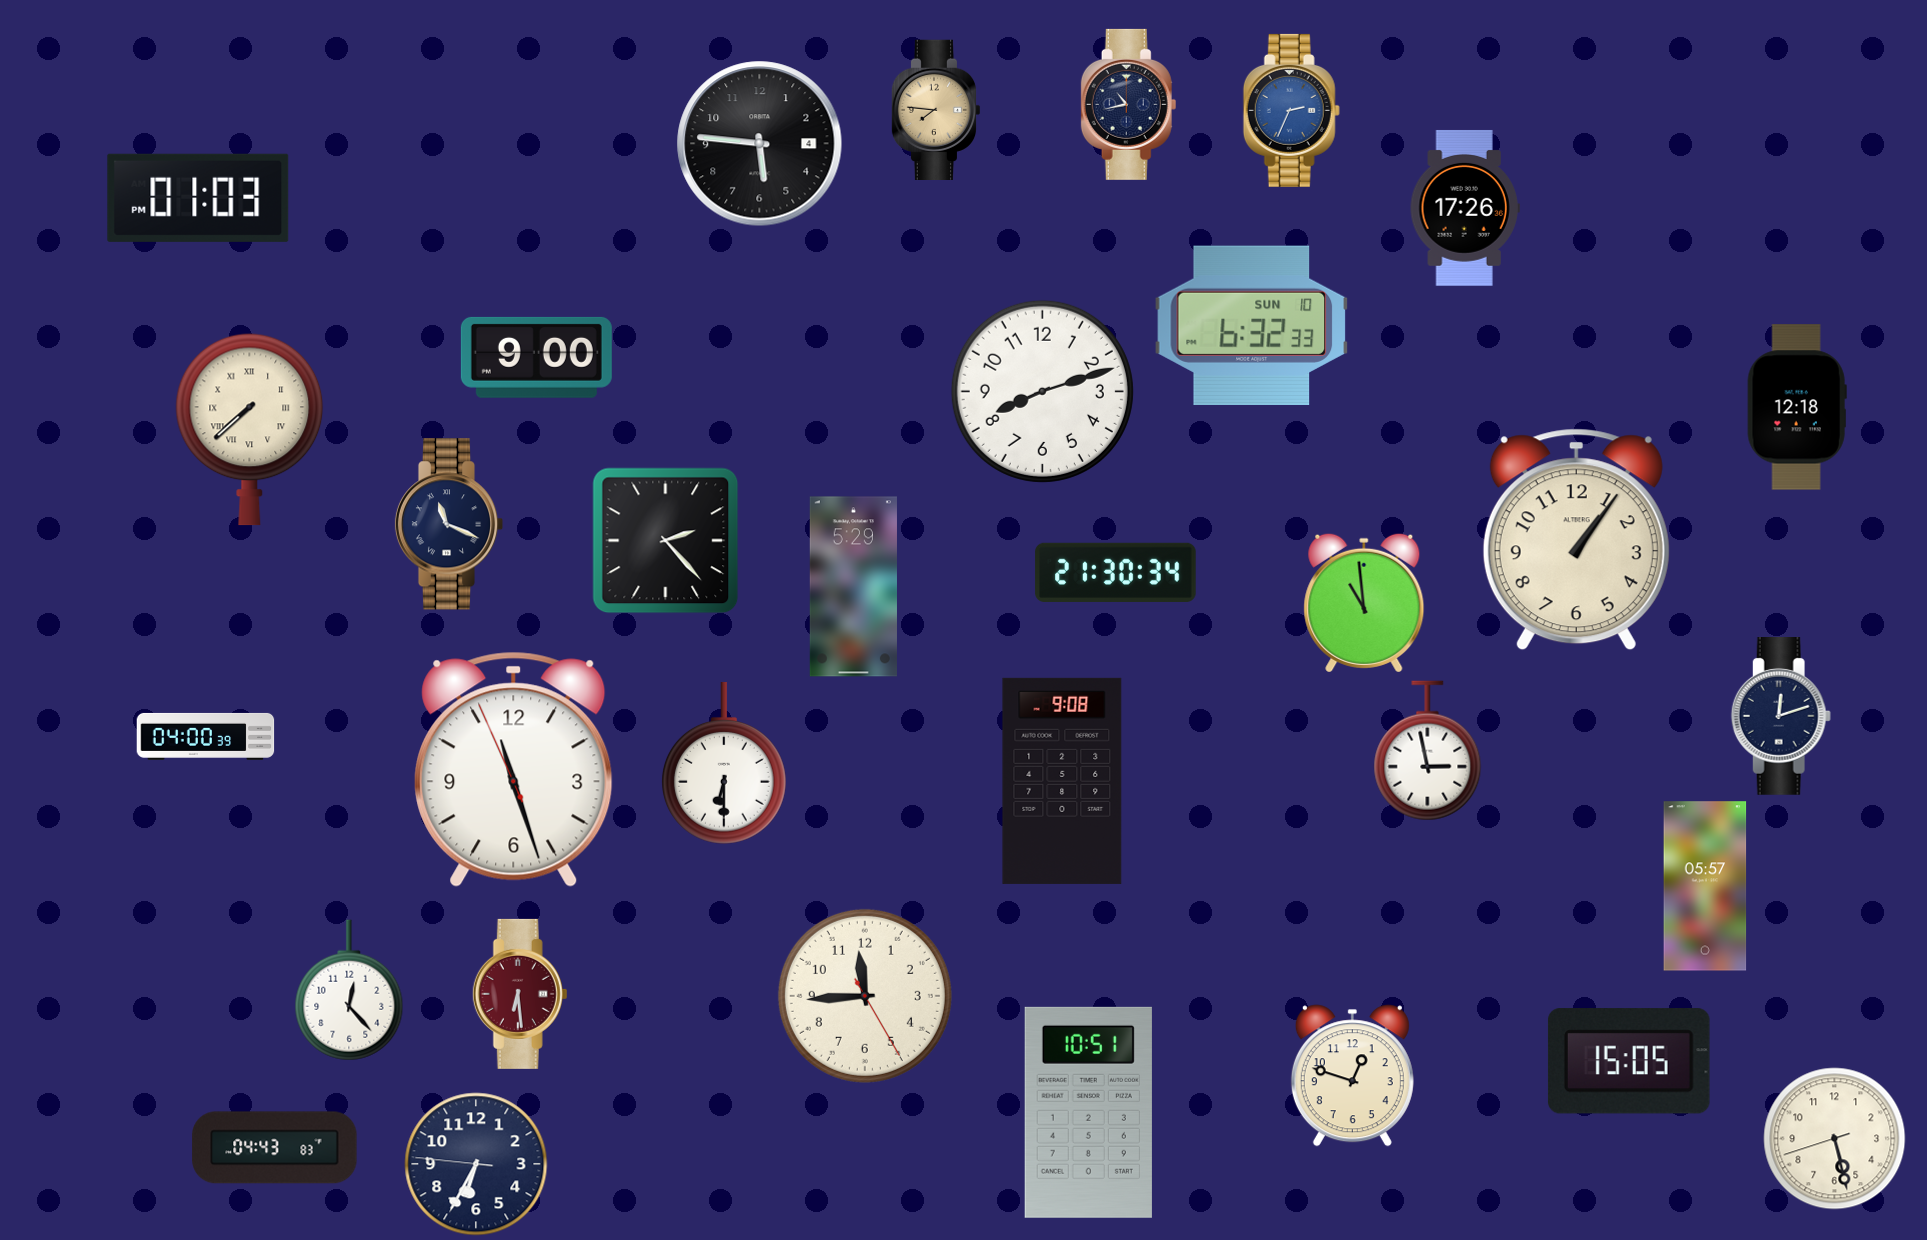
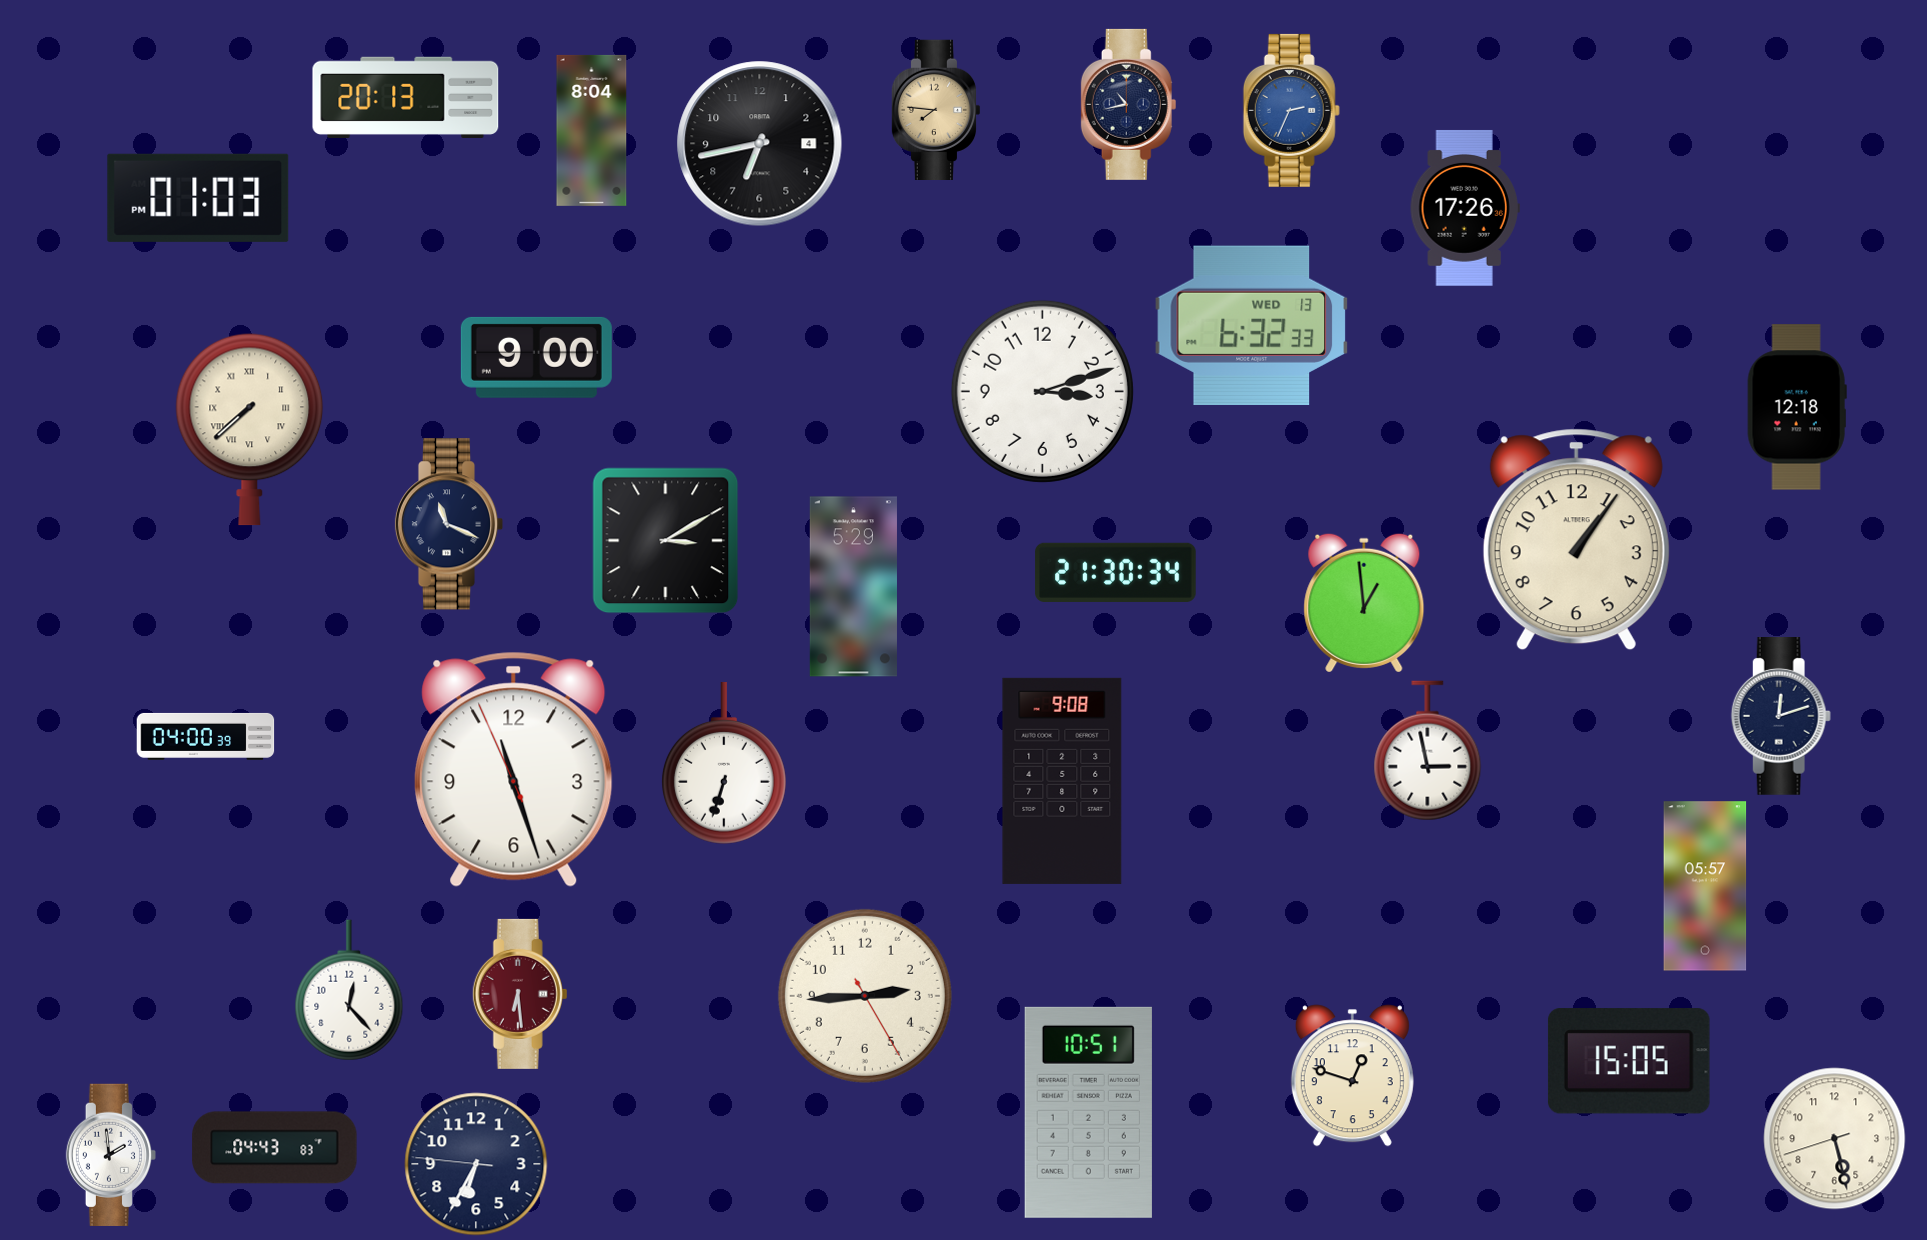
clock at (406, 97): none -> 20:13
clock at (592, 130): none -> 8:04
clock at (760, 144): 5:46 -> 6:43
clock at (1252, 325) date: SUN 10 -> WED 13
clock at (1042, 391): 8:12 -> 3:12
clock at (666, 541): 2:23 -> 3:10
clock at (1364, 603): 10:59 -> 12:59
clock at (724, 763): 6:30 -> 6:33
clock at (865, 996): 11:44 -> 2:44
clock at (110, 1155): none -> 1:59
